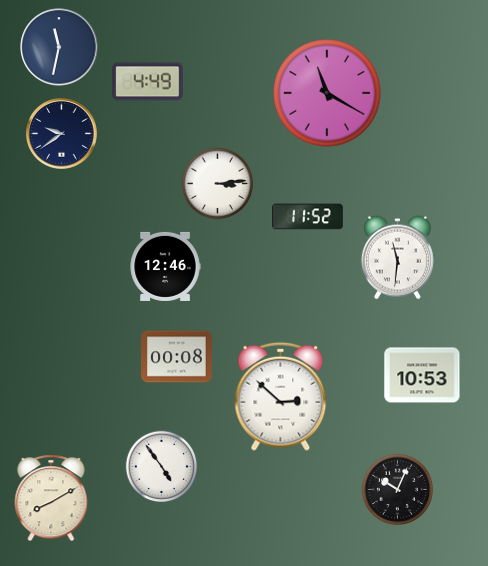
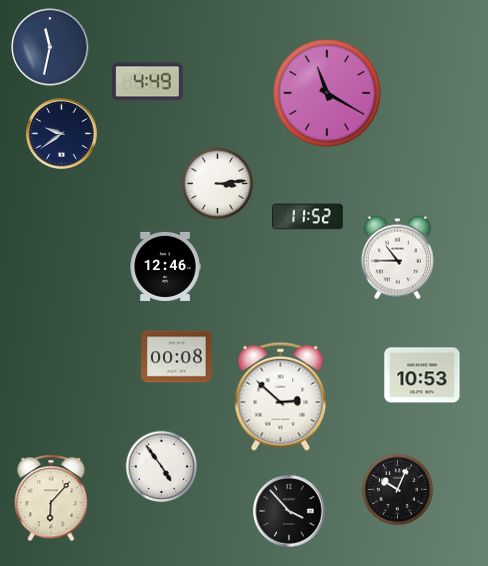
clock at (59, 47) position: (59, 47) -> (50, 47)
clock at (397, 258): 11:31 -> 10:45
clock at (51, 498): 8:10 -> 6:07
clock at (289, 511): none -> 3:53
